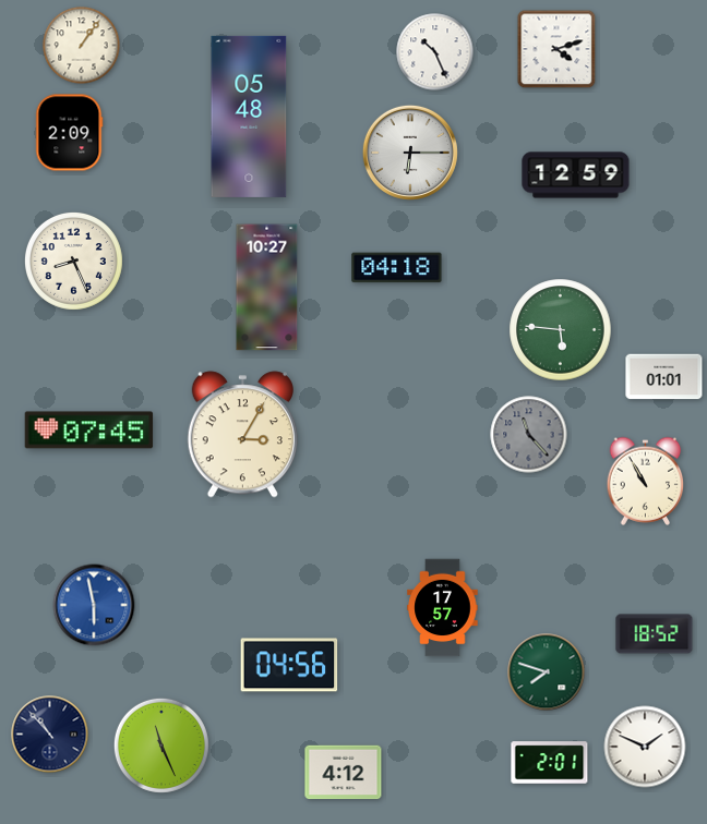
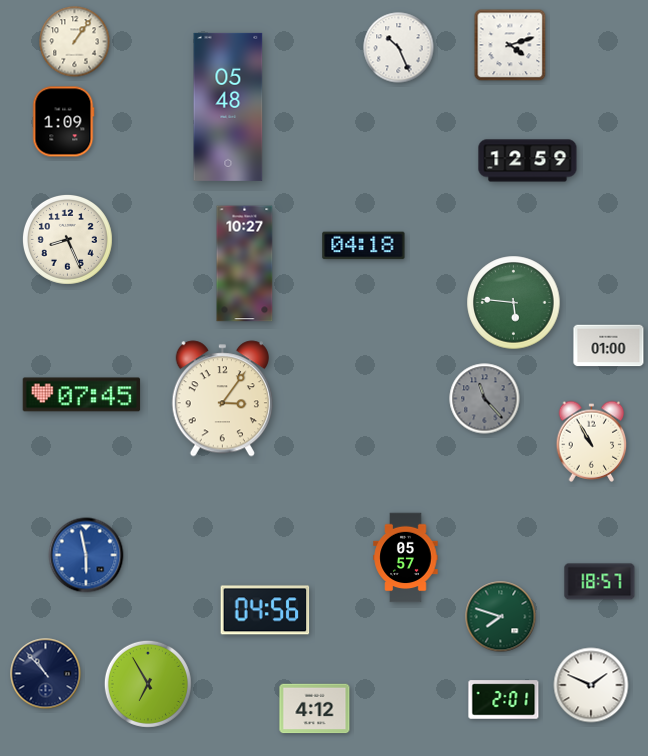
clock at (69, 133): 2:09 -> 1:09
clock at (410, 153): 6:15 -> none
clock at (664, 377): 01:01 -> 01:00
clock at (242, 435): 3:05 -> 3:06
clock at (443, 608): 17:57 -> 05:57
clock at (655, 634): 18:52 -> 18:57
clock at (161, 746): 11:26 -> 6:55
